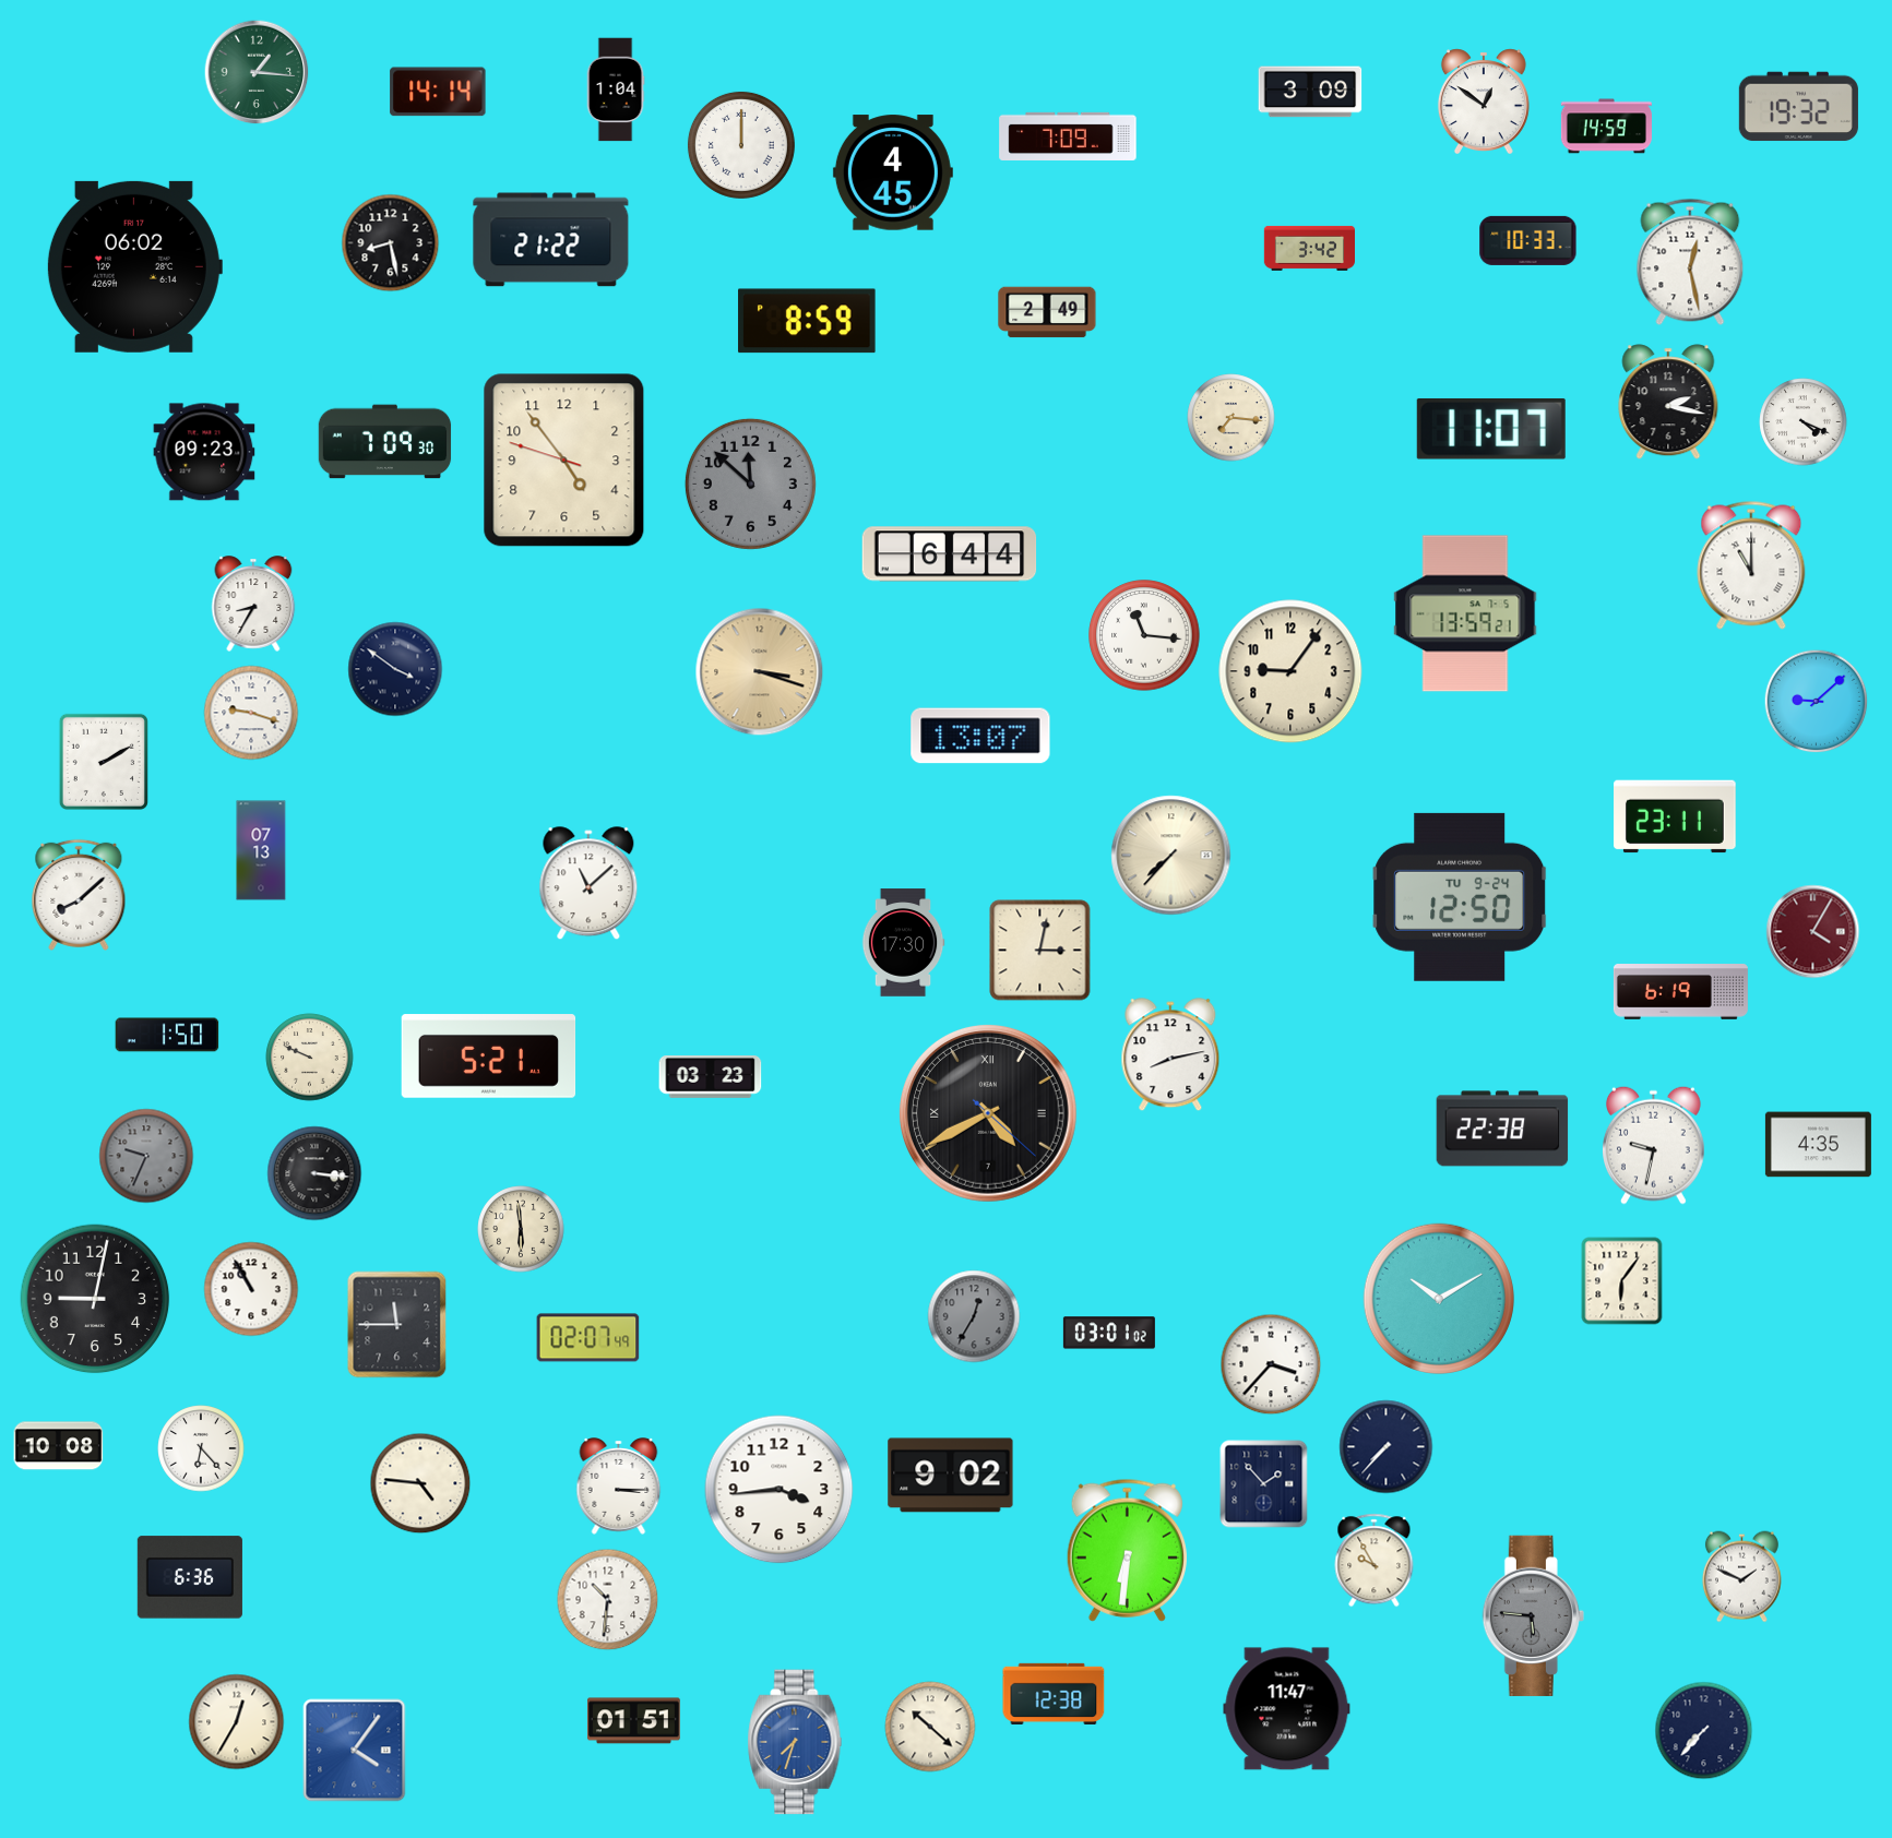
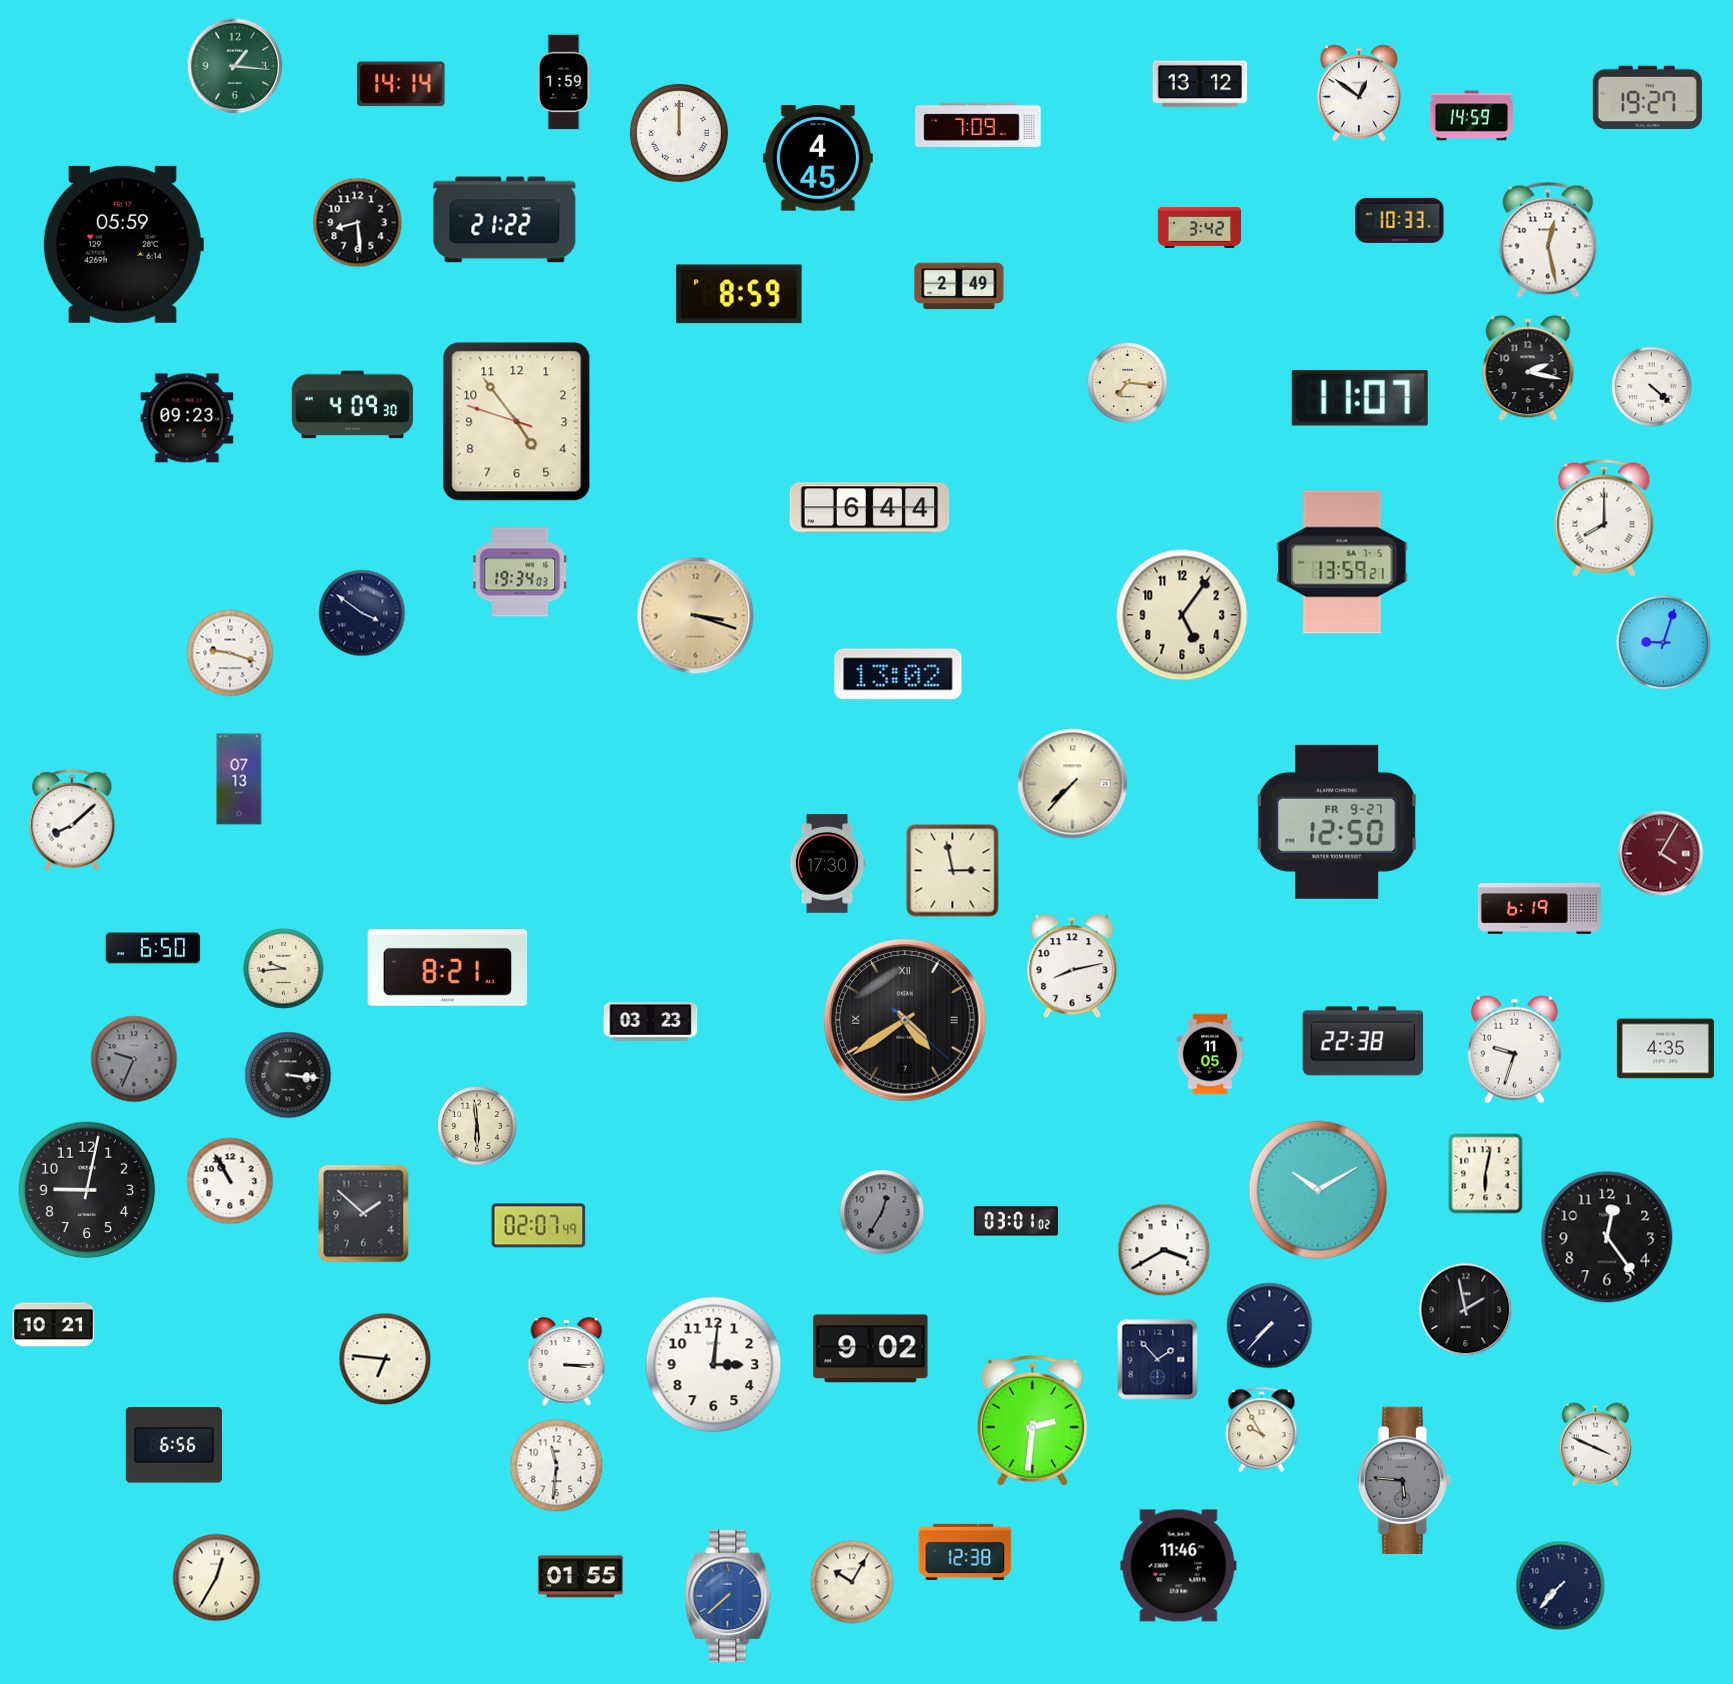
clock at (616, 89): 1:04 -> 1:59
clock at (1310, 92): 3:09 -> 13:12
clock at (1798, 107): 19:32 -> 19:27
clock at (391, 243): 8:28 -> 8:29
clock at (134, 266): 06:02 -> 05:59
clock at (1804, 422): 4:19 -> 4:22
clock at (1491, 429) position: (1491, 429) -> (1360, 398)
clock at (385, 442): 7:09 -> 4:09
clock at (204, 452) position: (204, 452) -> (187, 418)
clock at (750, 484): 11:52 -> none
clock at (1751, 565): 11:00 -> 8:00
clock at (253, 604): 8:35 -> none
clock at (520, 572): none -> 19:34
clock at (1144, 635): 11:16 -> none
clock at (1290, 671): 9:06 -> 5:06
clock at (1817, 702): 9:08 -> 9:03
clock at (980, 736): 13:07 -> 13:02
clock at (104, 762): 2:10 -> none
clock at (1676, 816): 23:11 -> none
clock at (588, 884): 11:08 -> none
clock at (1460, 897) date: TU 9-24 -> FR 9-27
clock at (1040, 951): 3:02 -> 2:58
clock at (167, 1035): 1:50 -> 6:50
clock at (489, 1057): 5:21 -> 8:21
clock at (310, 1058): 9:49 -> 9:44
clock at (711, 1077) position: (711, 1077) -> (651, 1022)
clock at (989, 1114): 4:40 -> 4:39
clock at (1502, 1129) position: (1502, 1129) -> (1363, 1041)
clock at (1654, 1145): 9:32 -> 9:33
clock at (1210, 1054): none -> 11:05
clock at (1622, 1281): 6:06 -> 6:02
clock at (974, 1316) position: (974, 1316) -> (882, 1212)
clock at (397, 1325): 11:45 -> 1:52
clock at (1607, 1237): none -> 12:24
clock at (1271, 1364): 3:37 -> 3:40
clock at (1466, 1310): none -> 1:58
clock at (59, 1446): 10:08 -> 10:21
clock at (201, 1448): 6:23 -> none
clock at (951, 1476) position: (951, 1476) -> (871, 1349)
clock at (420, 1483): 4:46 -> 6:46
clock at (780, 1490): 3:44 -> 3:01
clock at (1127, 1550): 6:31 -> 2:31
clock at (1375, 1561) position: (1375, 1561) -> (1262, 1430)
clock at (190, 1577): 6:36 -> 6:56
clock at (1741, 1577): 1:49 -> 3:49
clock at (608, 1600): 10:31 -> 11:31
clock at (1287, 1709): 11:47 -> 11:46
clock at (633, 1721): 01:51 -> 01:55
clock at (930, 1727): 10:22 -> 10:05
clock at (795, 1742): 7:33 -> 7:38
clock at (355, 1751): 4:06 -> none
